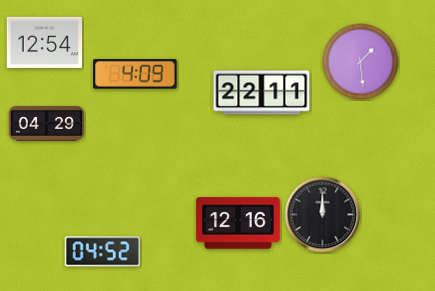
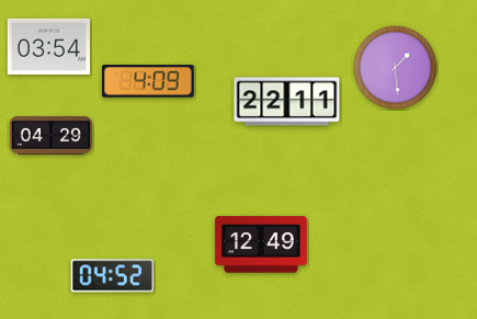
clock at (44, 42): 12:54 -> 03:54
clock at (323, 215): 12:00 -> none
clock at (238, 223): 12:16 -> 12:49
